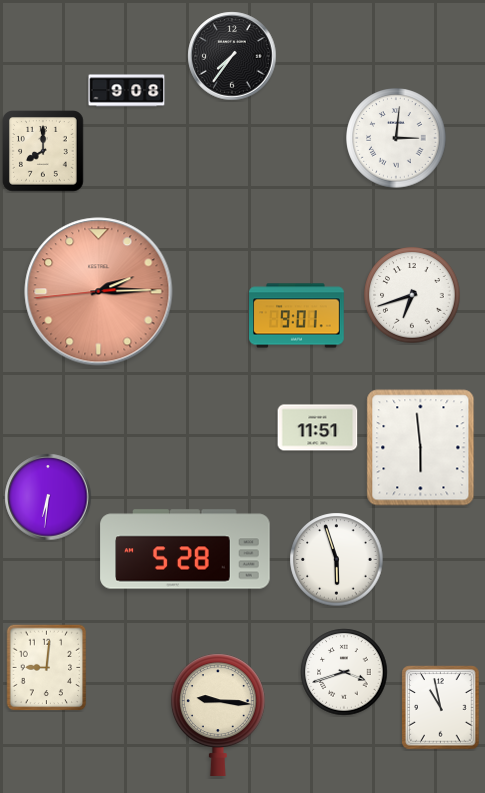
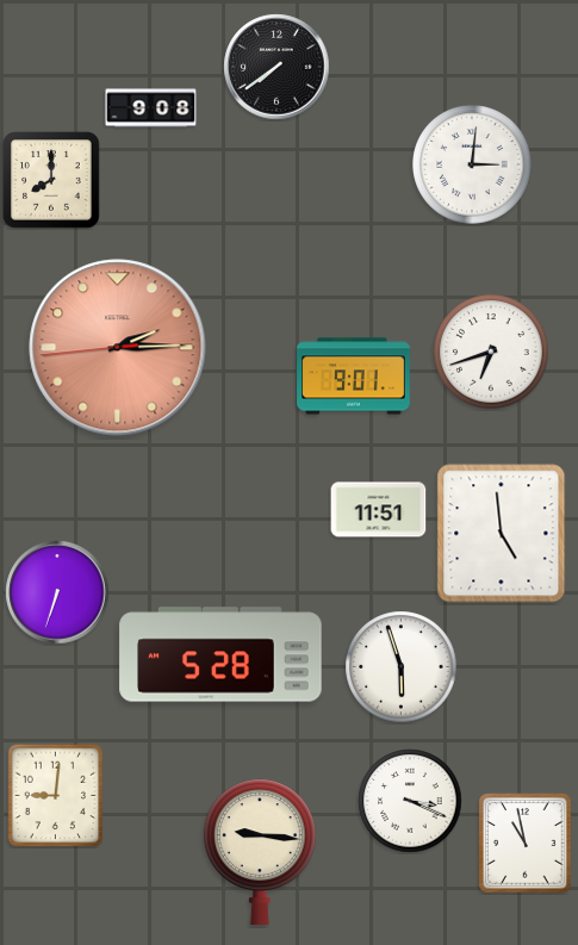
clock at (232, 56): 7:36 -> 7:39
clock at (421, 448): 5:59 -> 4:59
clock at (48, 497): 6:31 -> 6:33
clock at (344, 672): 3:42 -> 3:19
